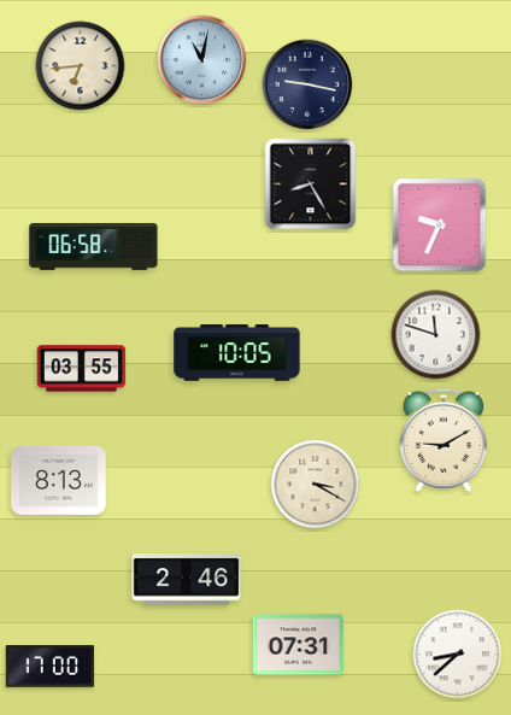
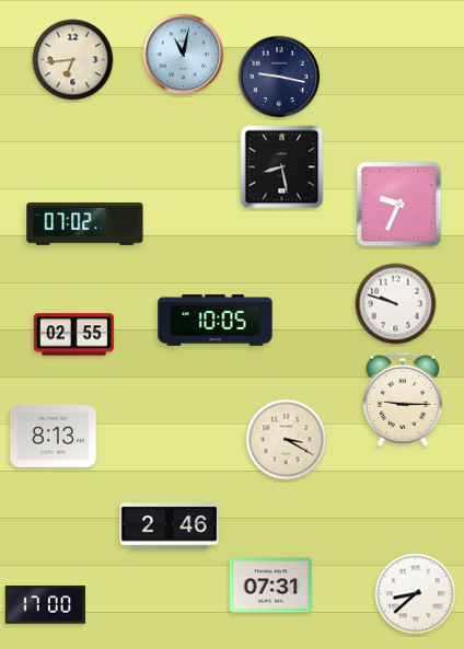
clock at (311, 184): 8:25 -> 8:28
clock at (94, 247): 06:58 -> 07:02
clock at (436, 335): 11:48 -> 9:48
clock at (82, 369): 03:55 -> 02:55
clock at (444, 440): 9:10 -> 9:15
